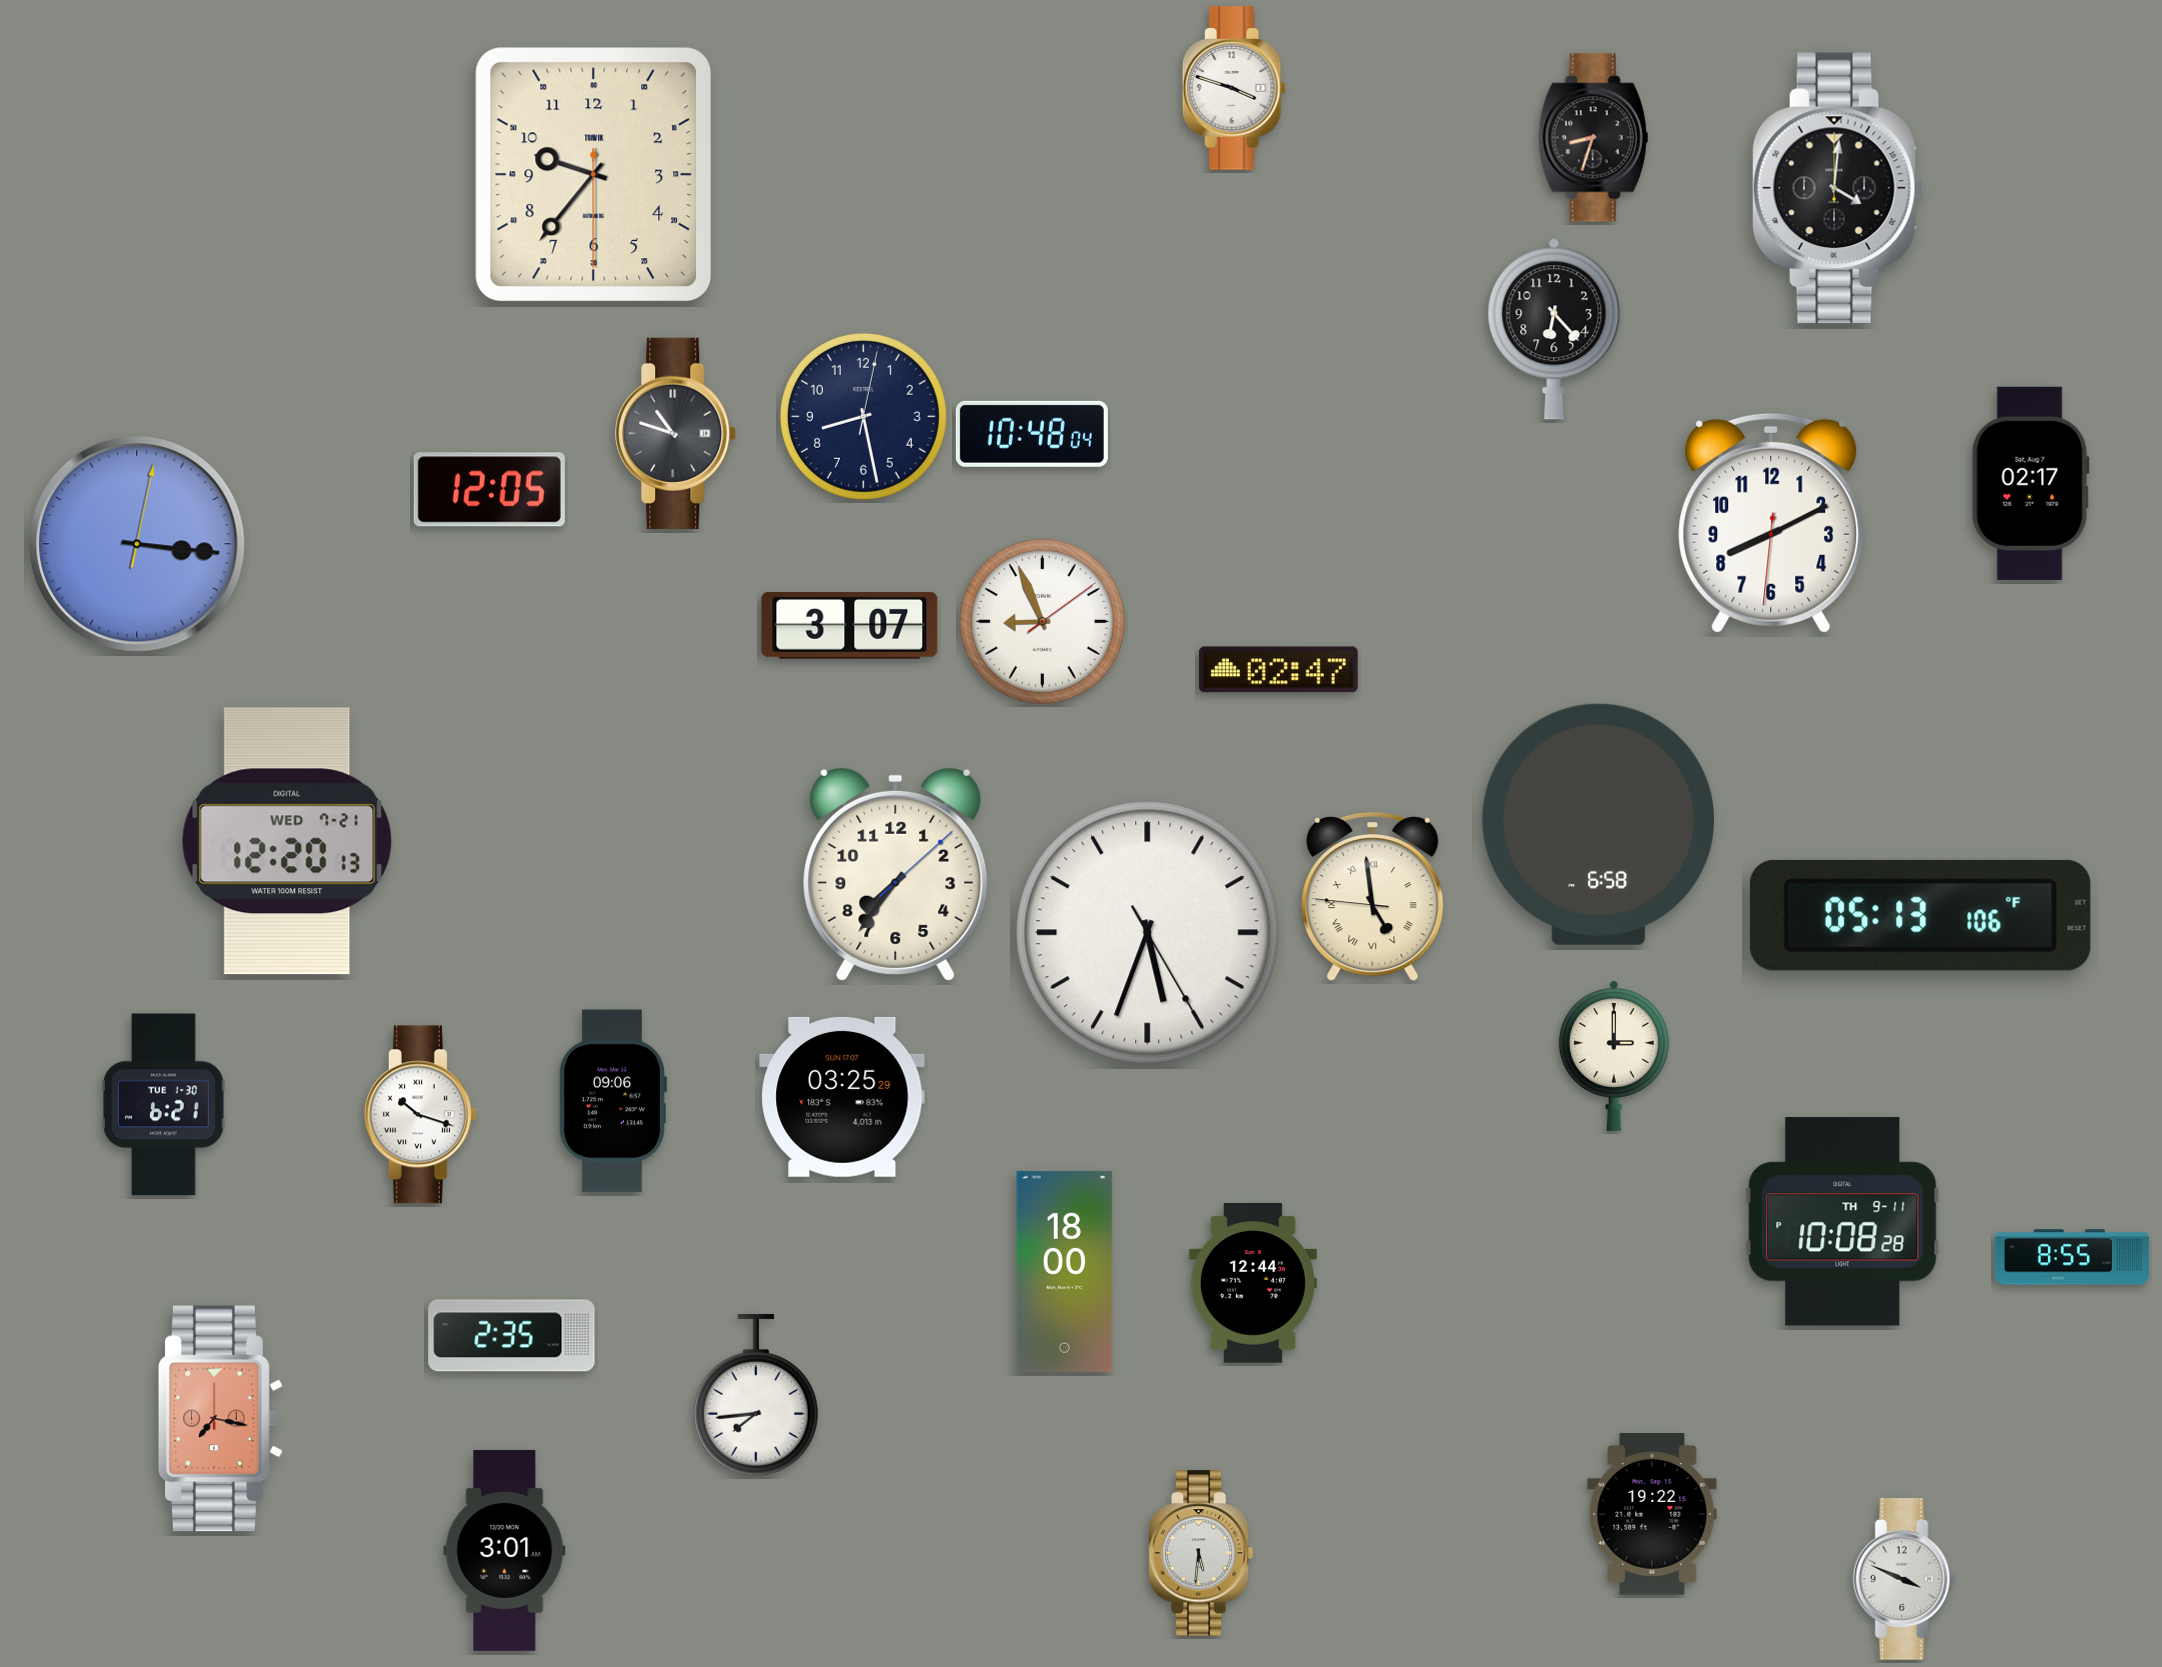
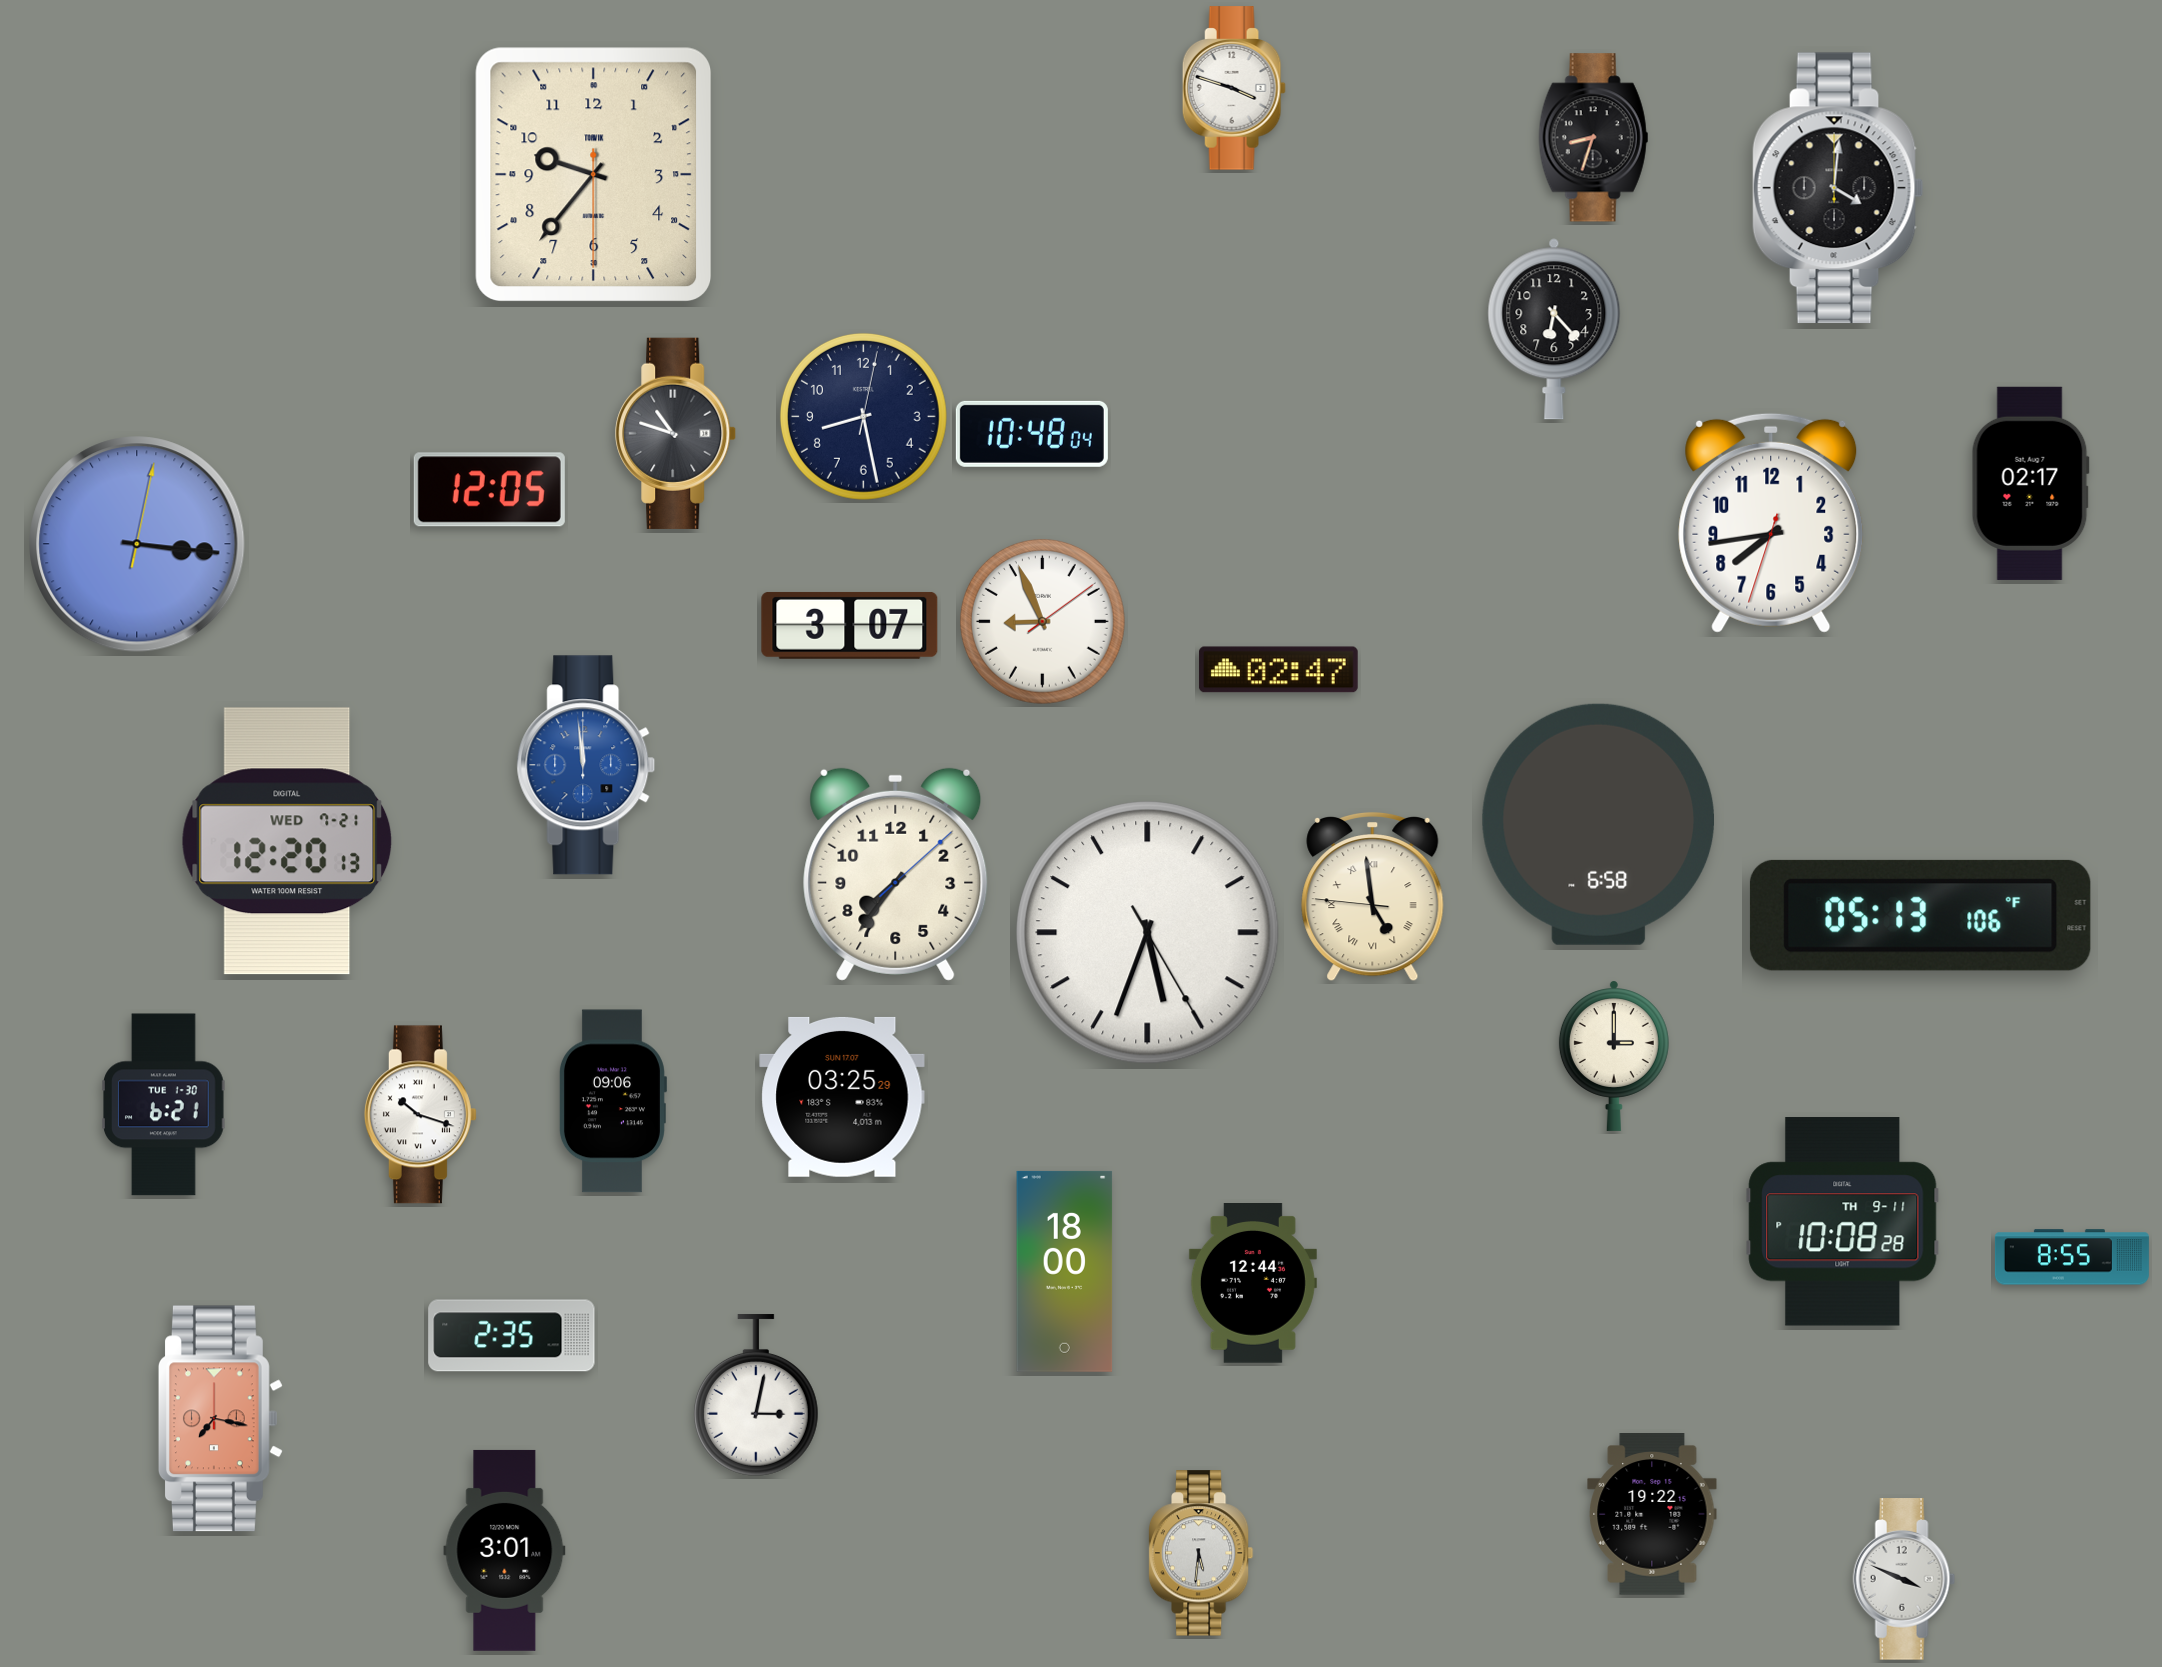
clock at (1771, 523): 8:10 -> 7:43
clock at (586, 765): none -> 11:59
clock at (756, 1395): 7:44 -> 3:02
